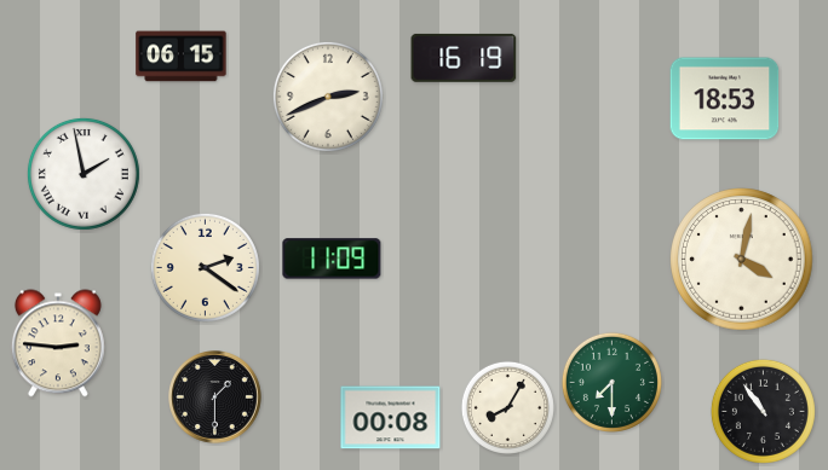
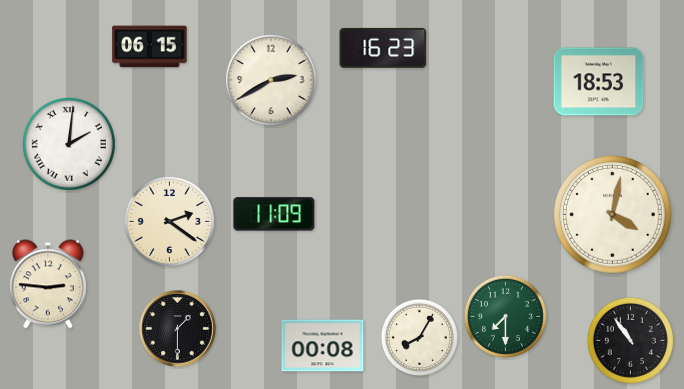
clock at (464, 58): 16:19 -> 16:23
clock at (328, 97): 2:41 -> 2:40
clock at (84, 174): 1:58 -> 2:01
